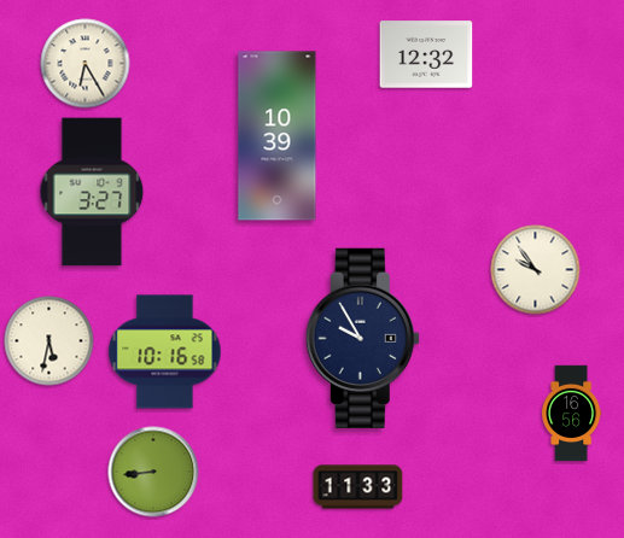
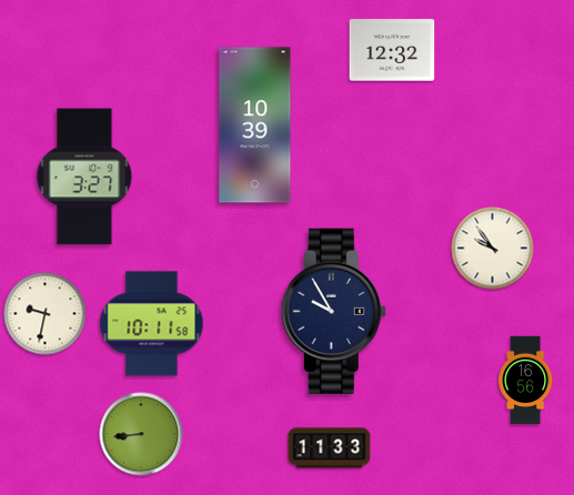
clock at (86, 64): 6:25 -> none
clock at (49, 341): 5:32 -> 9:32
clock at (165, 352): 10:16 -> 10:11
